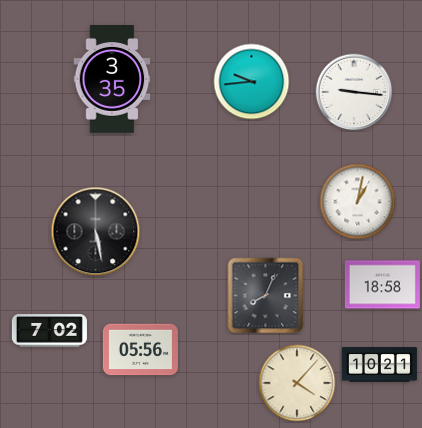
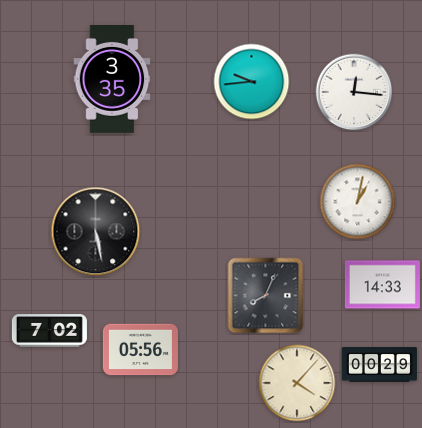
clock at (354, 92): 9:16 -> 12:16
clock at (382, 285): 18:58 -> 14:33
clock at (379, 365): 10:21 -> 00:29
